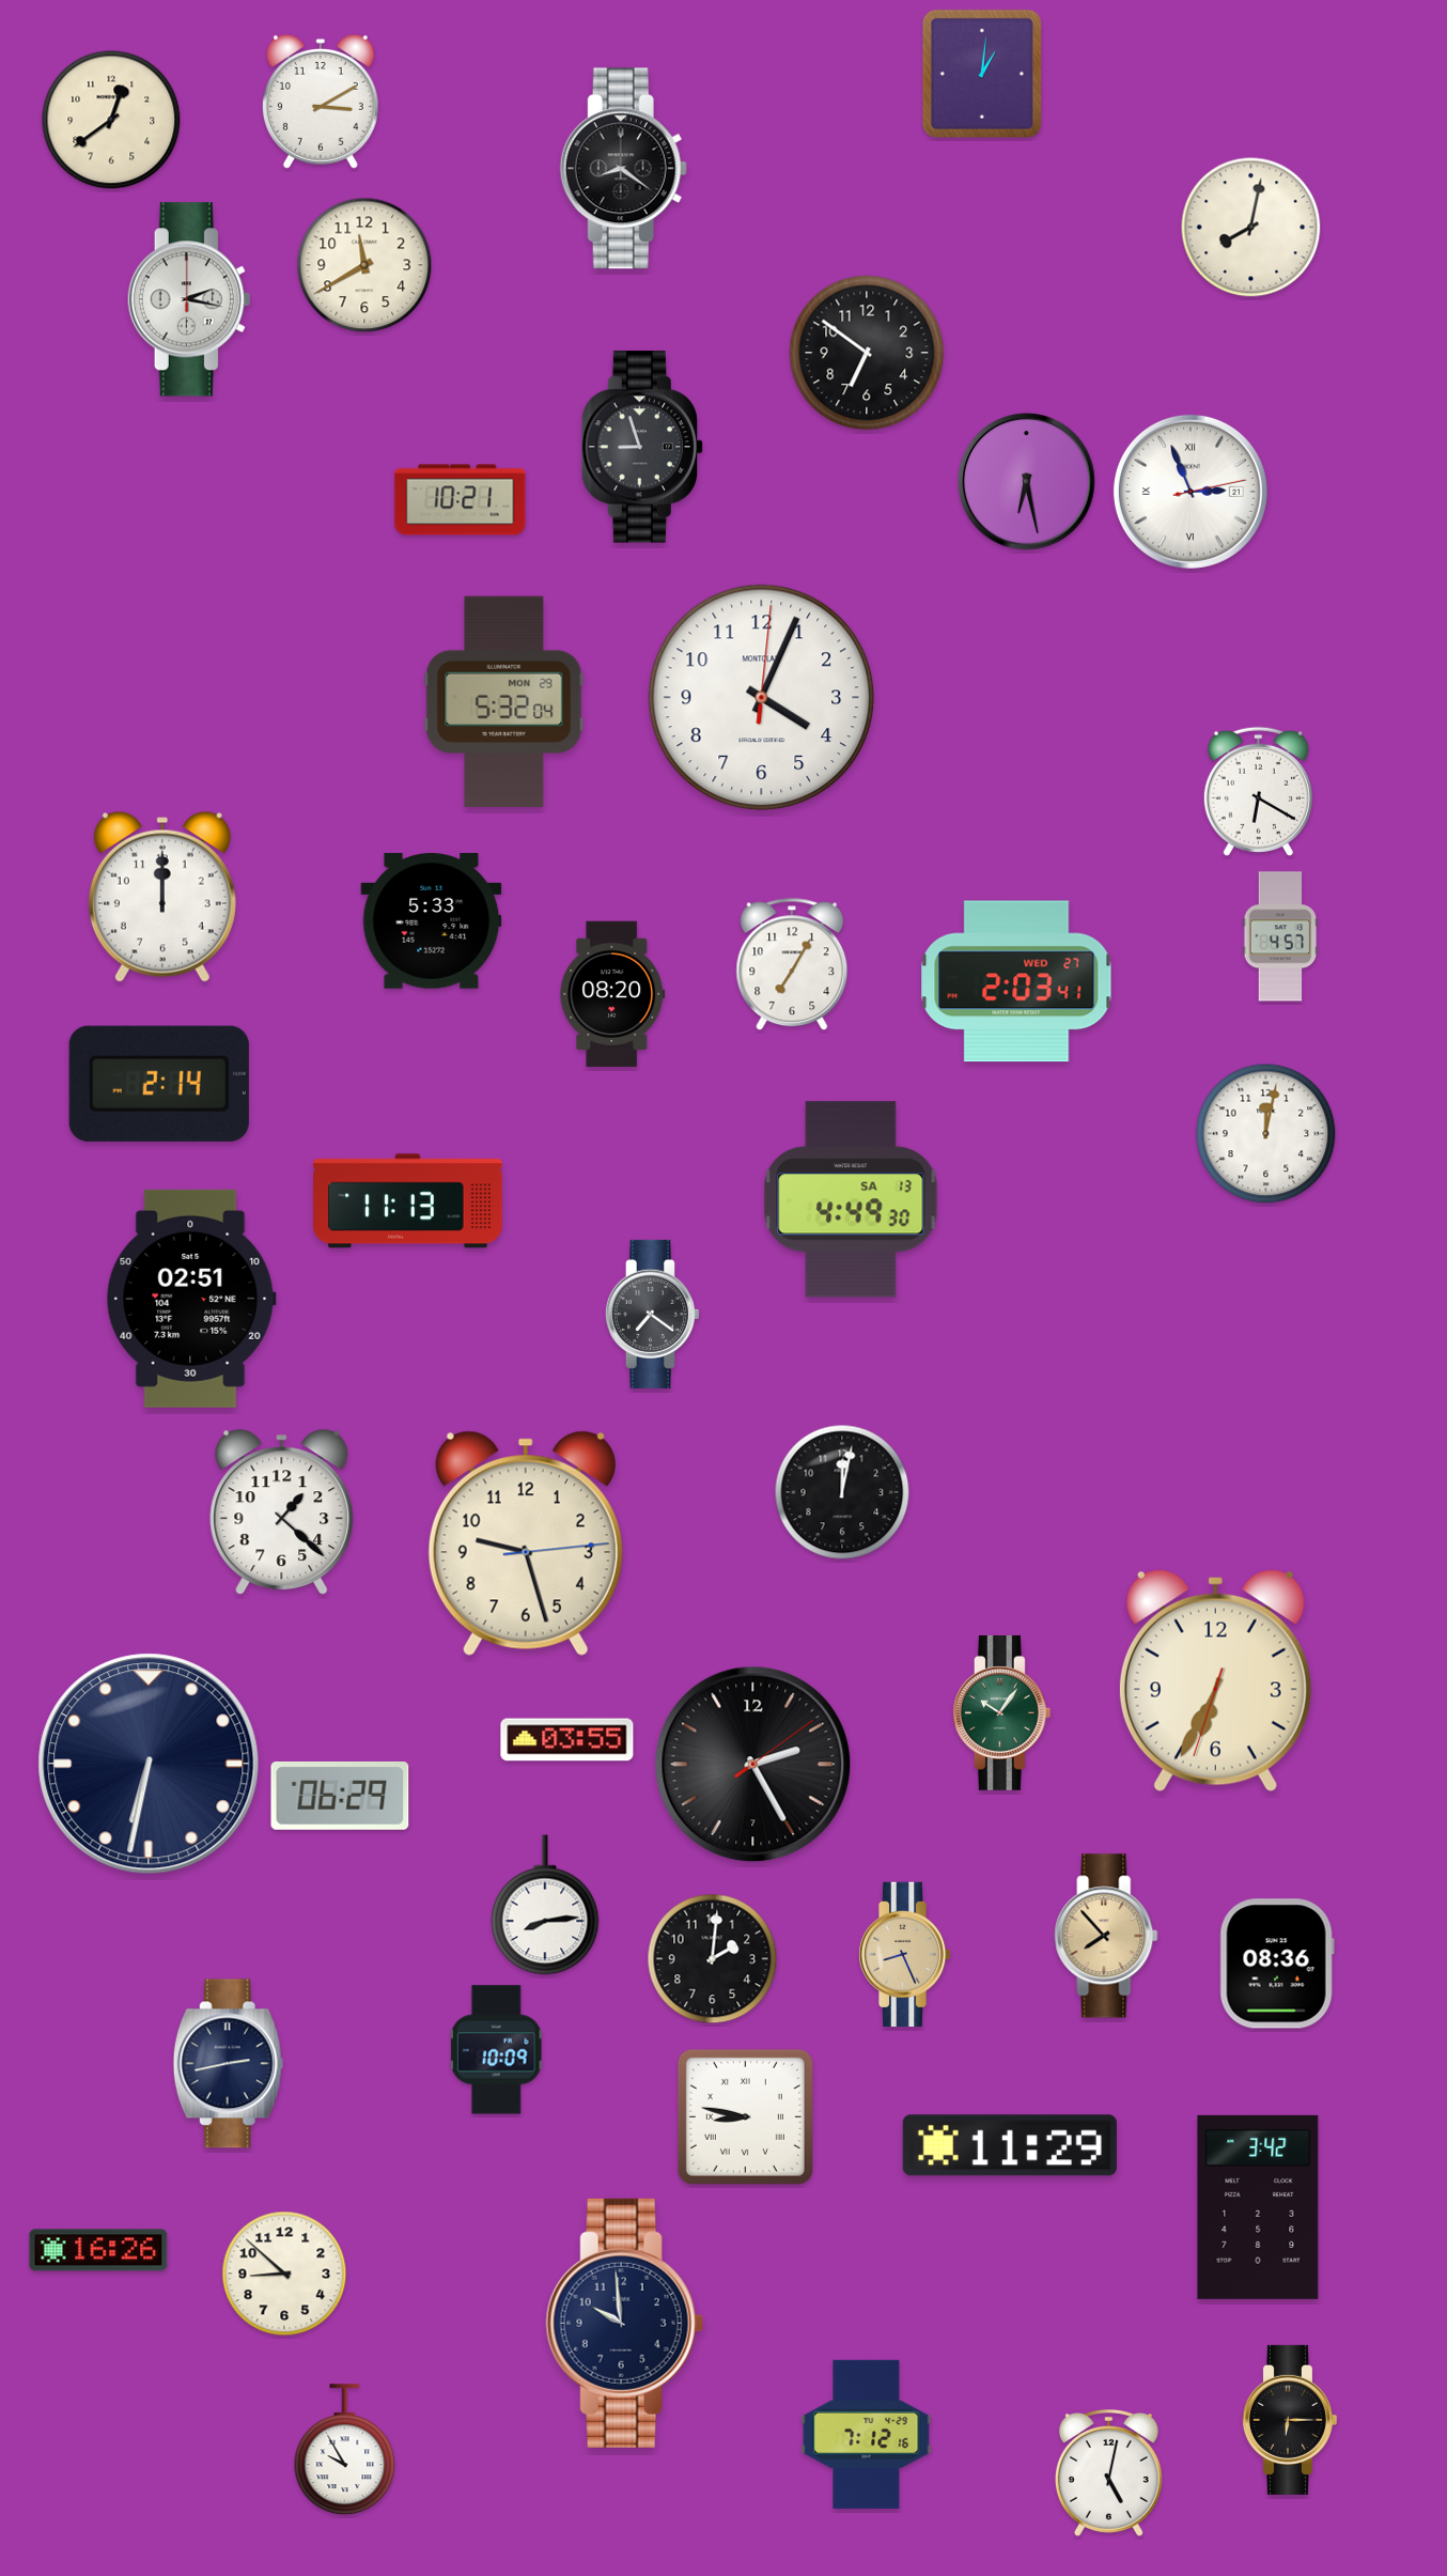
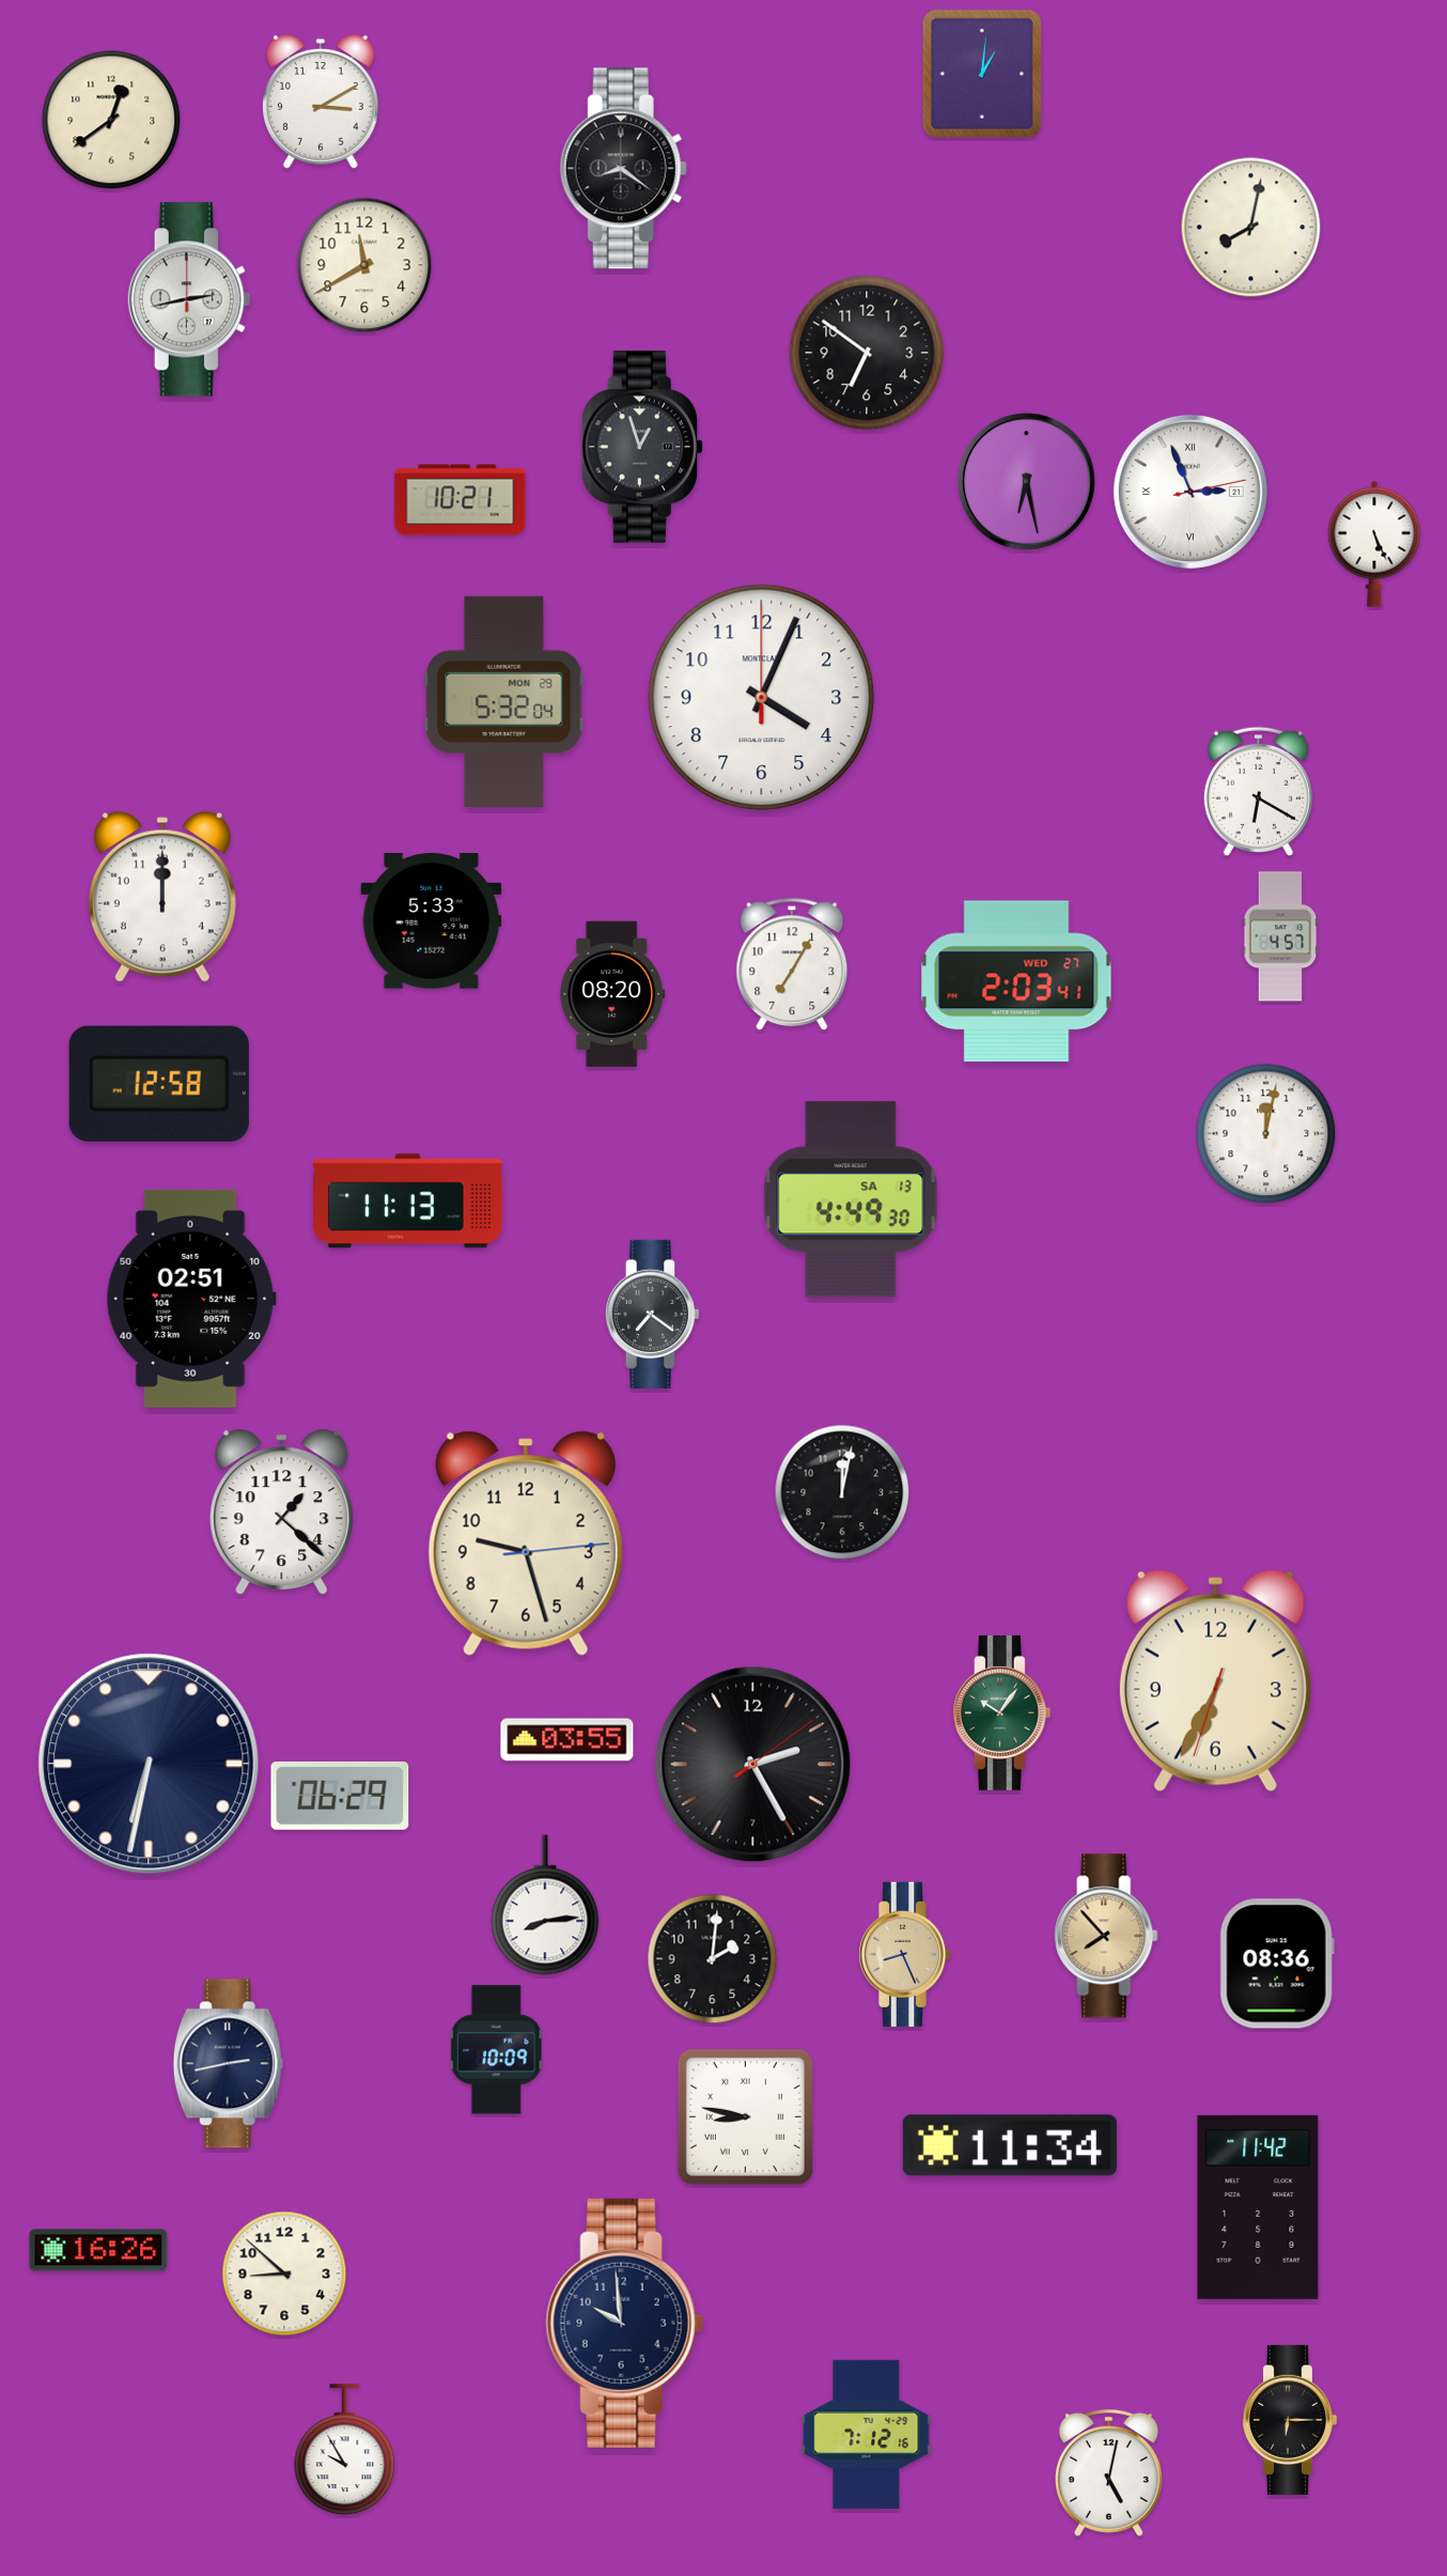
clock at (189, 299): 2:17 -> 2:43
clock at (642, 447): 8:57 -> 12:57
clock at (1374, 544): none -> 5:26
clock at (762, 698): 4:04:01 -> 4:04:00
clock at (159, 1084): 2:14 -> 12:58
clock at (1010, 2145): 11:29 -> 11:34
clock at (1258, 2207): 3:42 -> 11:42
